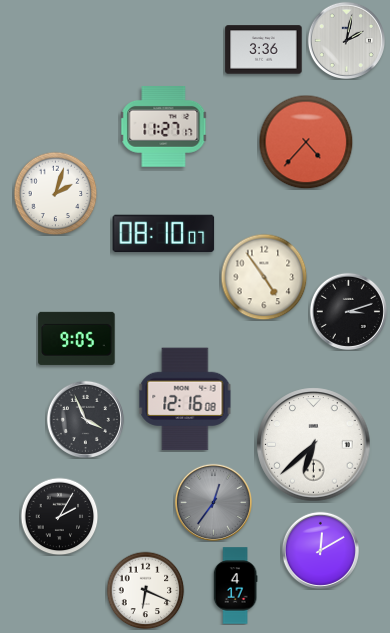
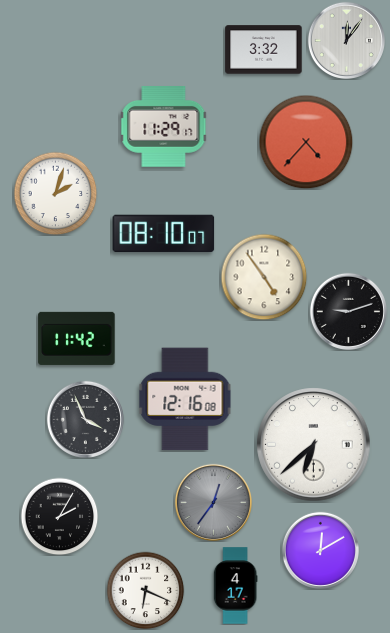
clock at (346, 40): 2:02 -> 12:06
clock at (264, 50): 3:36 -> 3:32
clock at (163, 127): 11:27 -> 11:29
clock at (348, 311): 3:12 -> 9:12
clock at (77, 338): 9:05 -> 11:42
